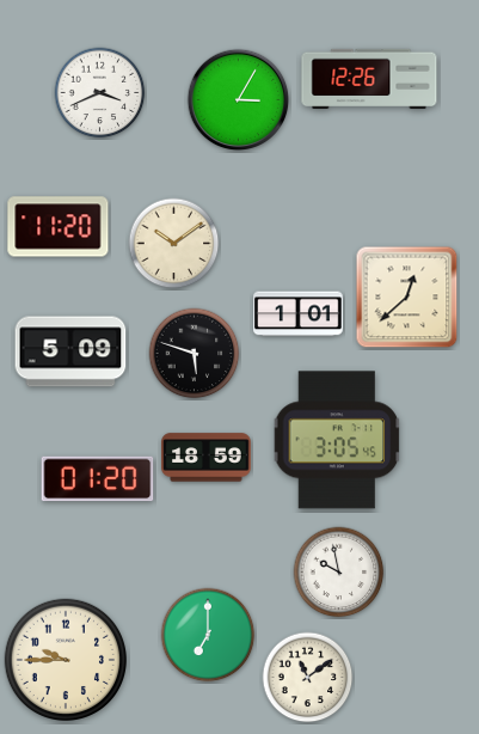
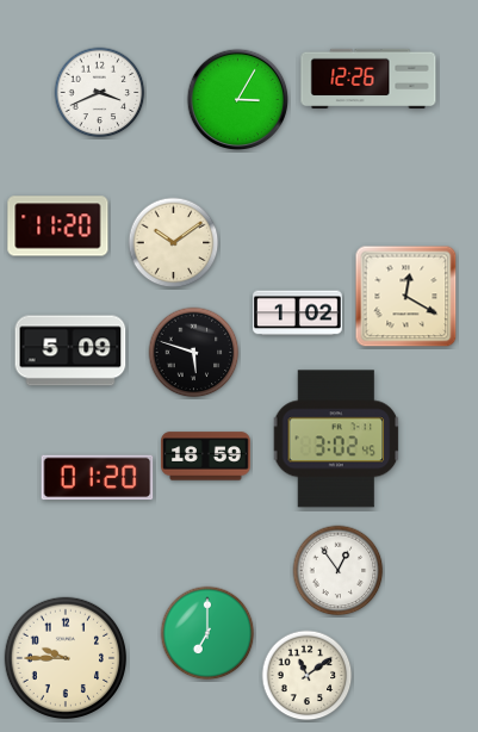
clock at (407, 298): 12:38 -> 12:20
clock at (299, 314): 1:01 -> 1:02
clock at (337, 440): 3:05 -> 3:02
clock at (339, 573): 9:58 -> 12:54
